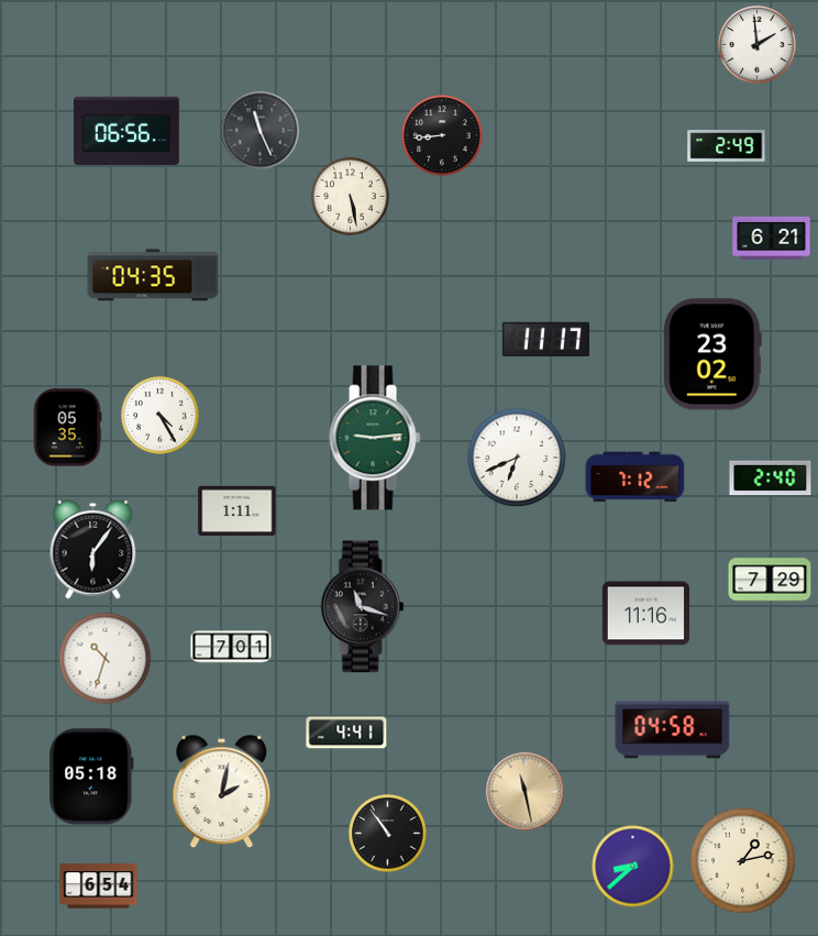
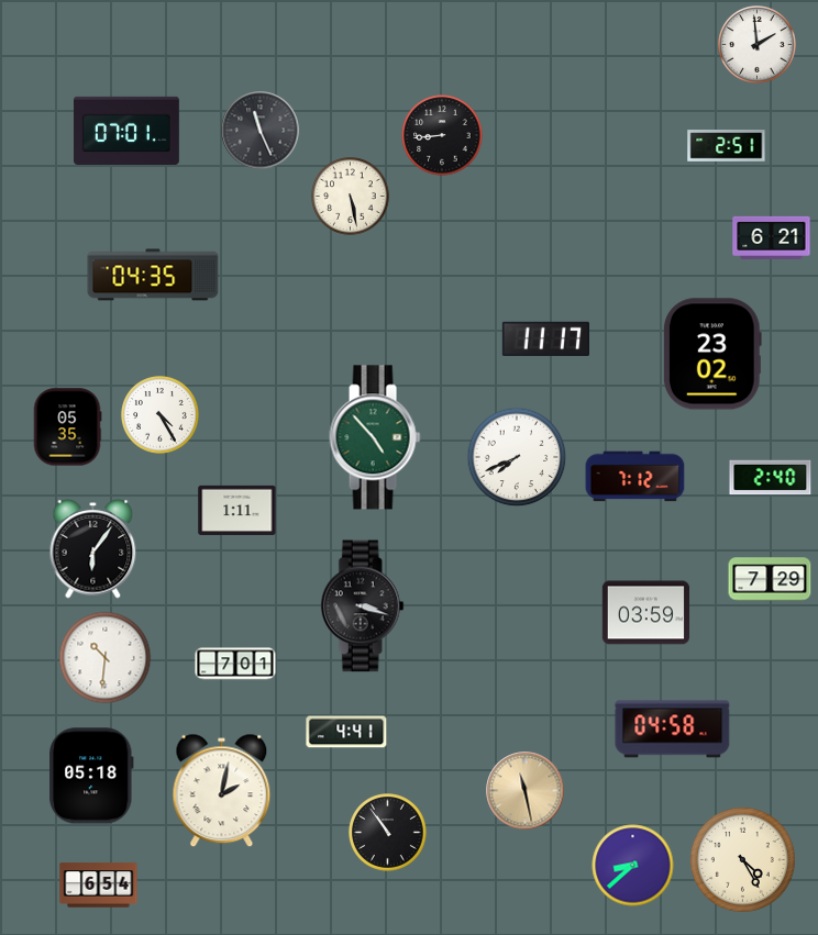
clock at (126, 130): 06:56 -> 07:01
clock at (727, 146): 2:49 -> 2:51
clock at (375, 438): 9:14 -> 4:53
clock at (517, 458): 6:41 -> 7:41
clock at (362, 607): 11:18 -> 3:18
clock at (645, 614): 11:16 -> 03:59
clock at (231, 647) position: (231, 647) -> (235, 664)
clock at (106, 659): 10:33 -> 10:31
clock at (742, 860): 1:13 -> 4:25
